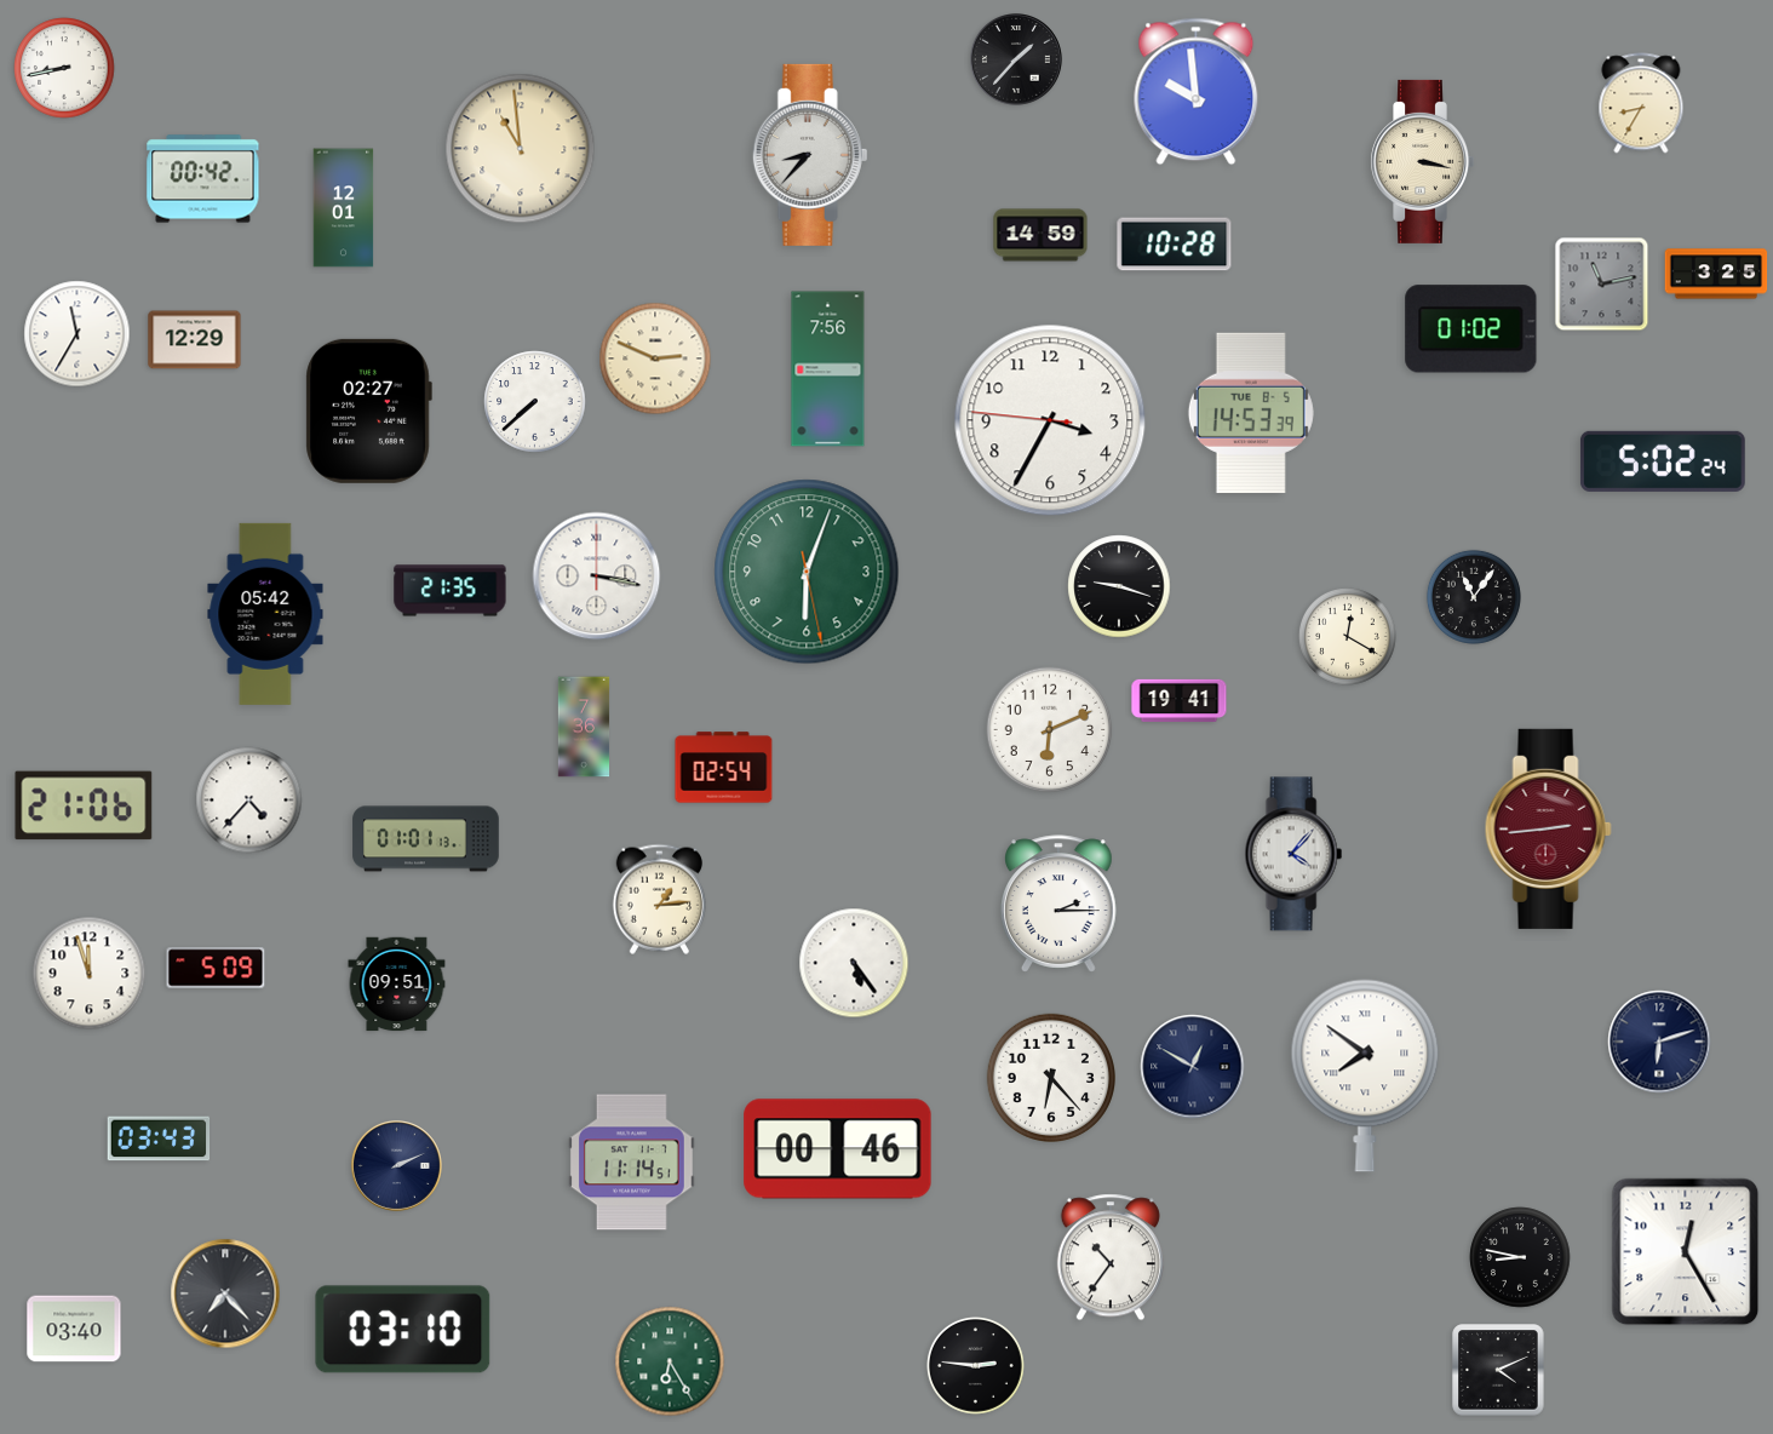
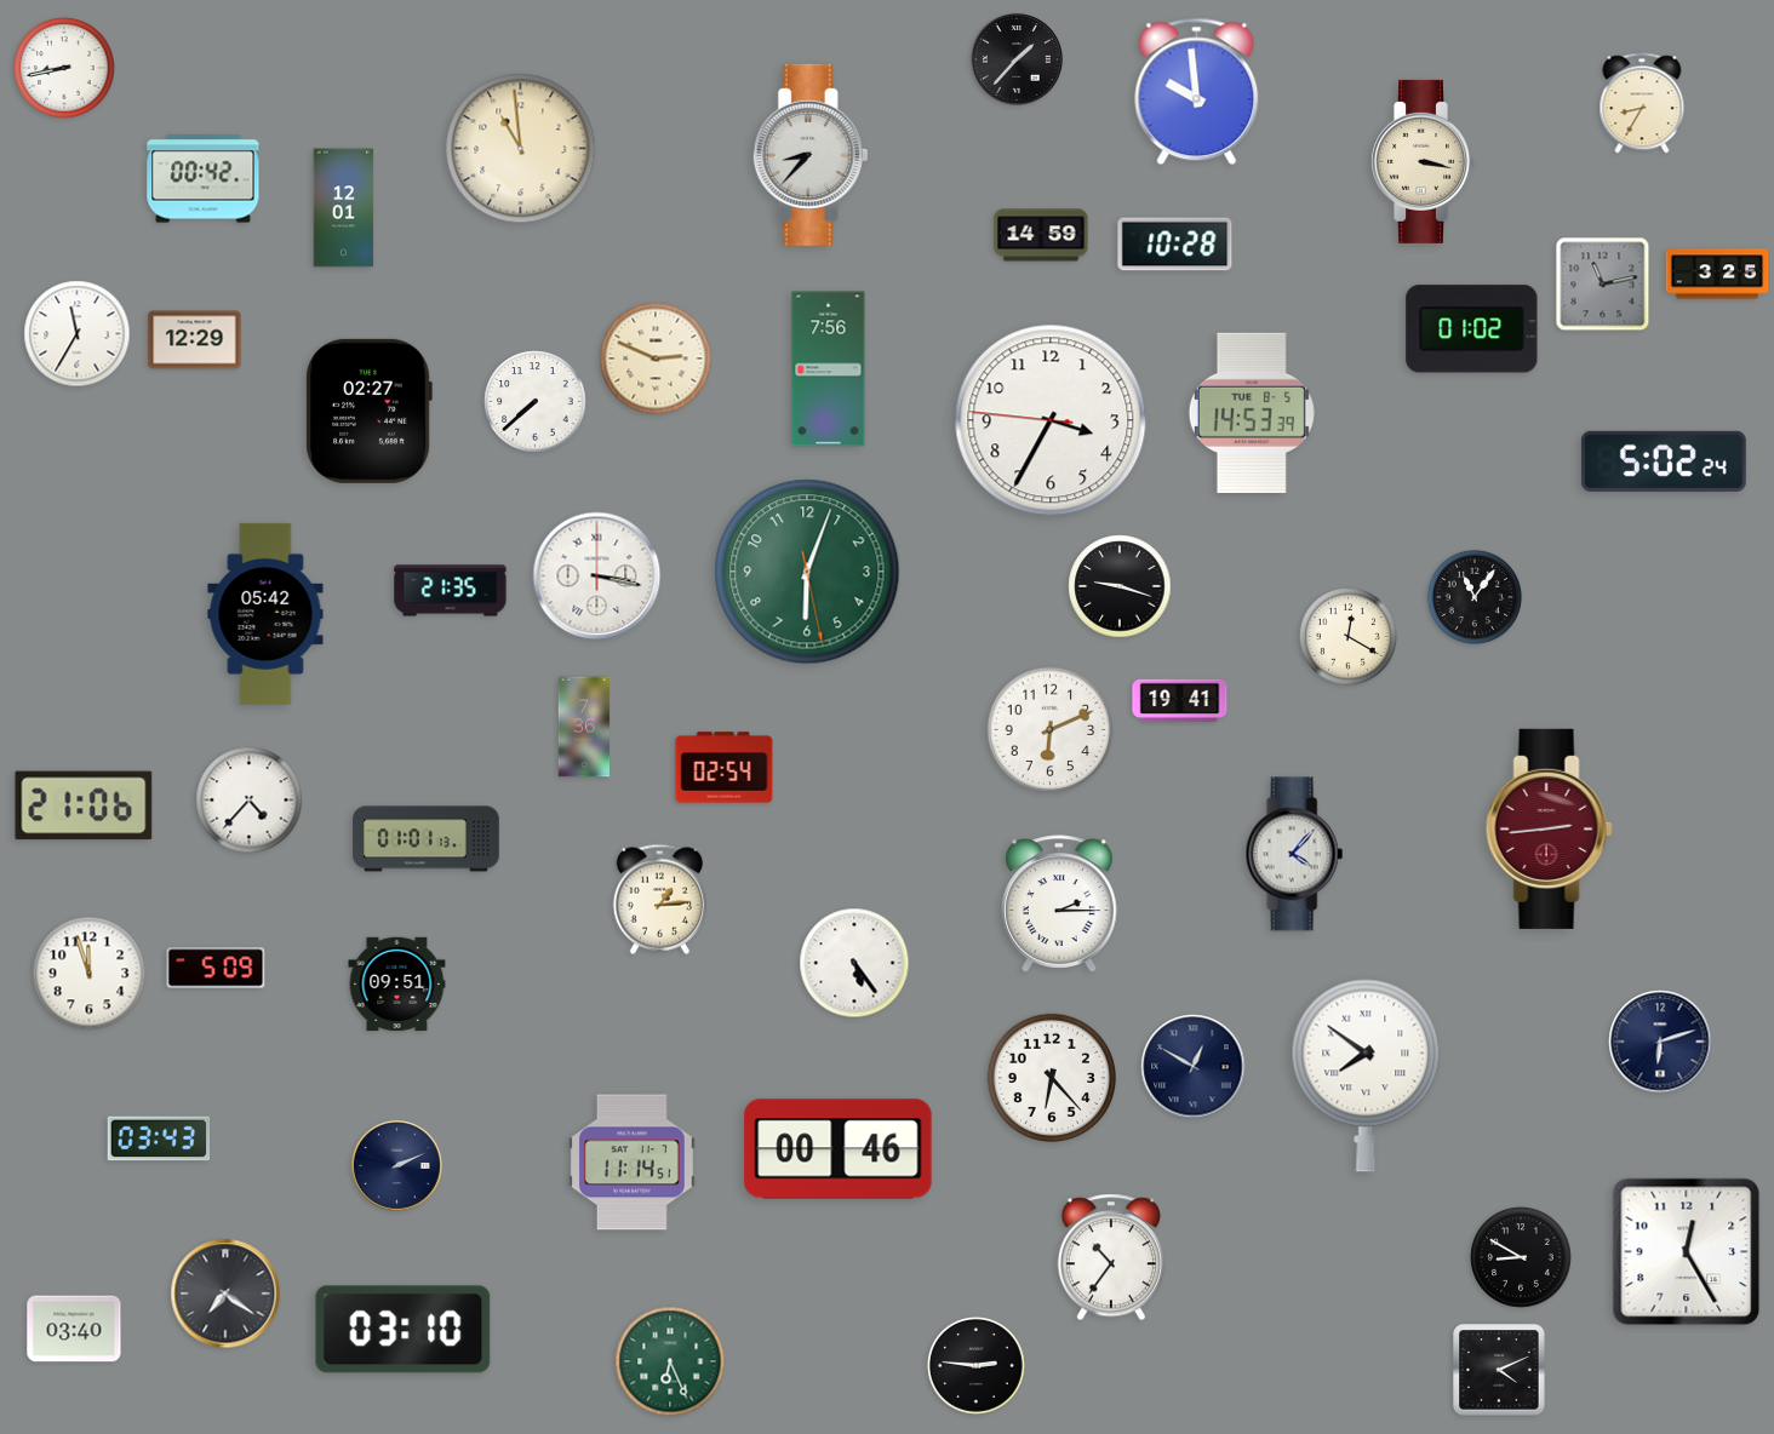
clock at (1520, 1257): 8:47 -> 8:50
clock at (225, 1294): 7:23 -> 7:21
clock at (670, 1361): 6:25 -> 6:26
